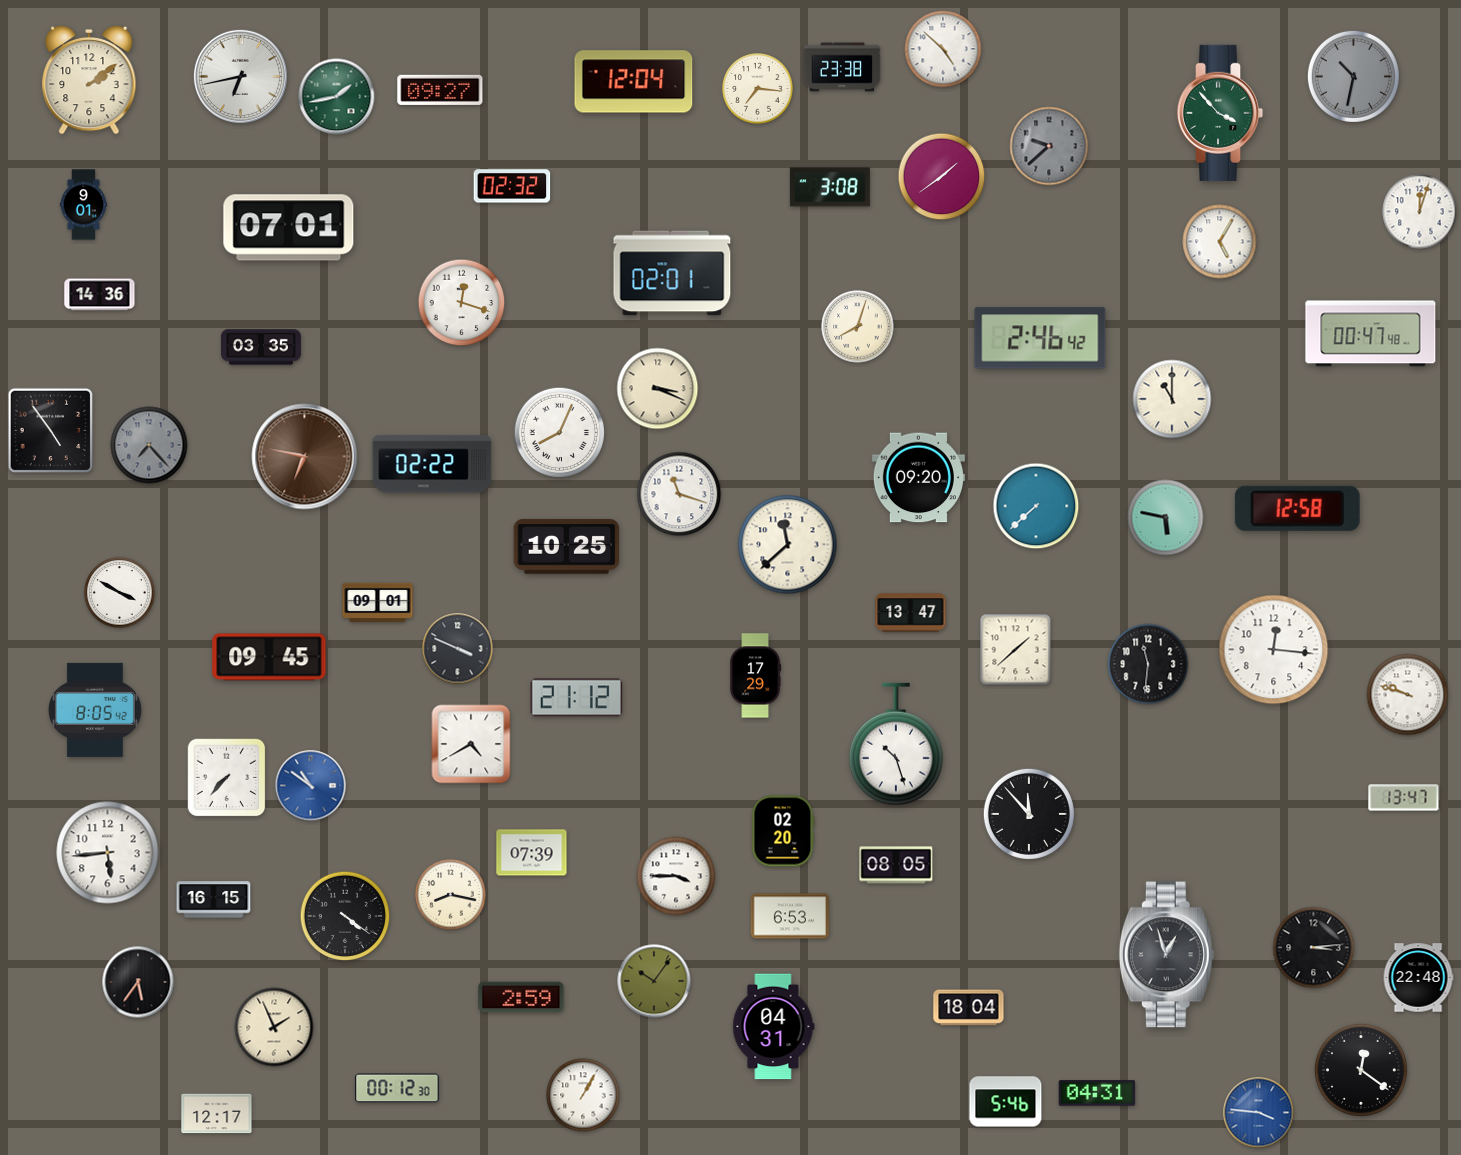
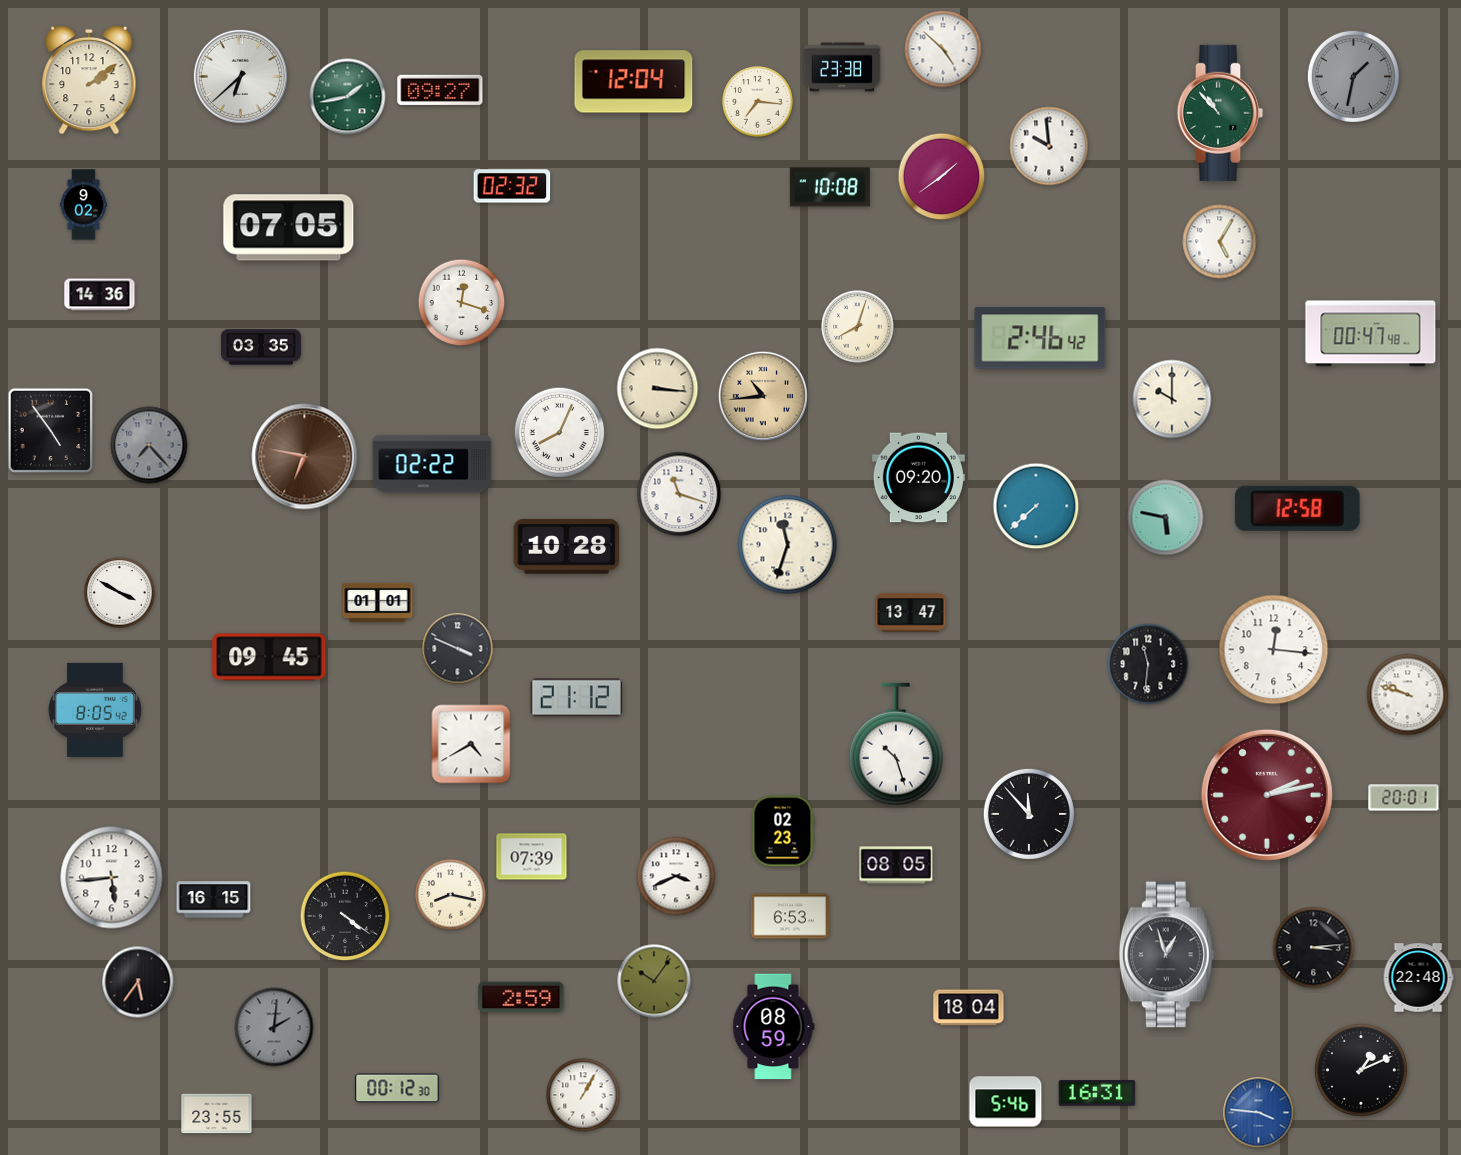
clock at (240, 76): 6:43 -> 6:38
clock at (1353, 76): 10:32 -> 1:32
clock at (758, 89) position: (758, 89) -> (758, 102)
clock at (337, 97) position: (337, 97) -> (348, 97)
clock at (1220, 113): 3:53 -> 10:53
clock at (1049, 146): 9:38 -> 9:59
clock at (1049, 146) dial: grey -> white
clock at (830, 187): 3:08 -> 10:08
clock at (84, 205): 9:01 -> 9:02
clock at (1420, 212): 12:03 -> none
clock at (289, 228): 07:01 -> 07:05
clock at (672, 273): 02:01 -> none
clock at (658, 389): 3:19 -> 3:16
clock at (763, 396): none -> 10:44
clock at (1172, 399): 11:00 -> 10:00
clock at (788, 545): 11:38 -> 11:33
clock at (567, 546): 10:25 -> 10:28
clock at (378, 602): 09:01 -> 01:01
clock at (1016, 650): 1:38 -> none
clock at (756, 676): 17:29 -> none
clock at (227, 778): 7:37 -> none
clock at (311, 786): 10:51 -> none
clock at (1267, 795): none -> 2:13
clock at (1404, 798): 13:47 -> 20:01
clock at (783, 831): 02:20 -> 02:23
clock at (108, 853) position: (108, 853) -> (112, 878)
clock at (532, 853) position: (532, 853) -> (532, 857)
clock at (676, 876): 3:45 -> 3:41
clock at (274, 1027): 1:56 -> 2:01
clock at (274, 1027) dial: cream -> grey
clock at (774, 1027): 04:31 -> 08:59
clock at (1361, 1070): 12:21 -> 1:11
clock at (1097, 1093): 04:31 -> 16:31
clock at (217, 1114): 12:17 -> 23:55
